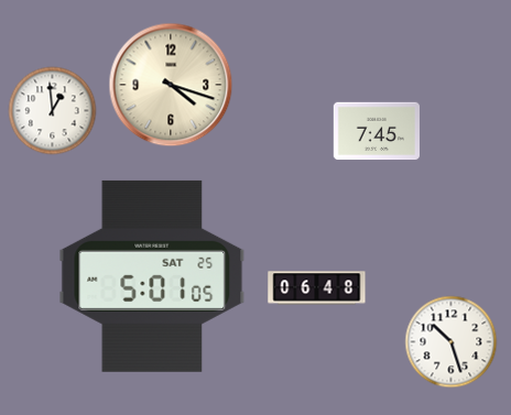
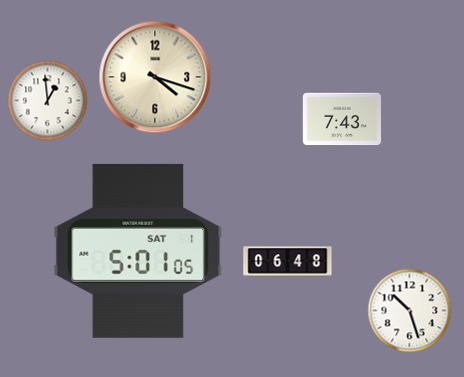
clock at (376, 131): 7:45 -> 7:43
clock at (152, 276) date: SAT 25 -> SAT 1
